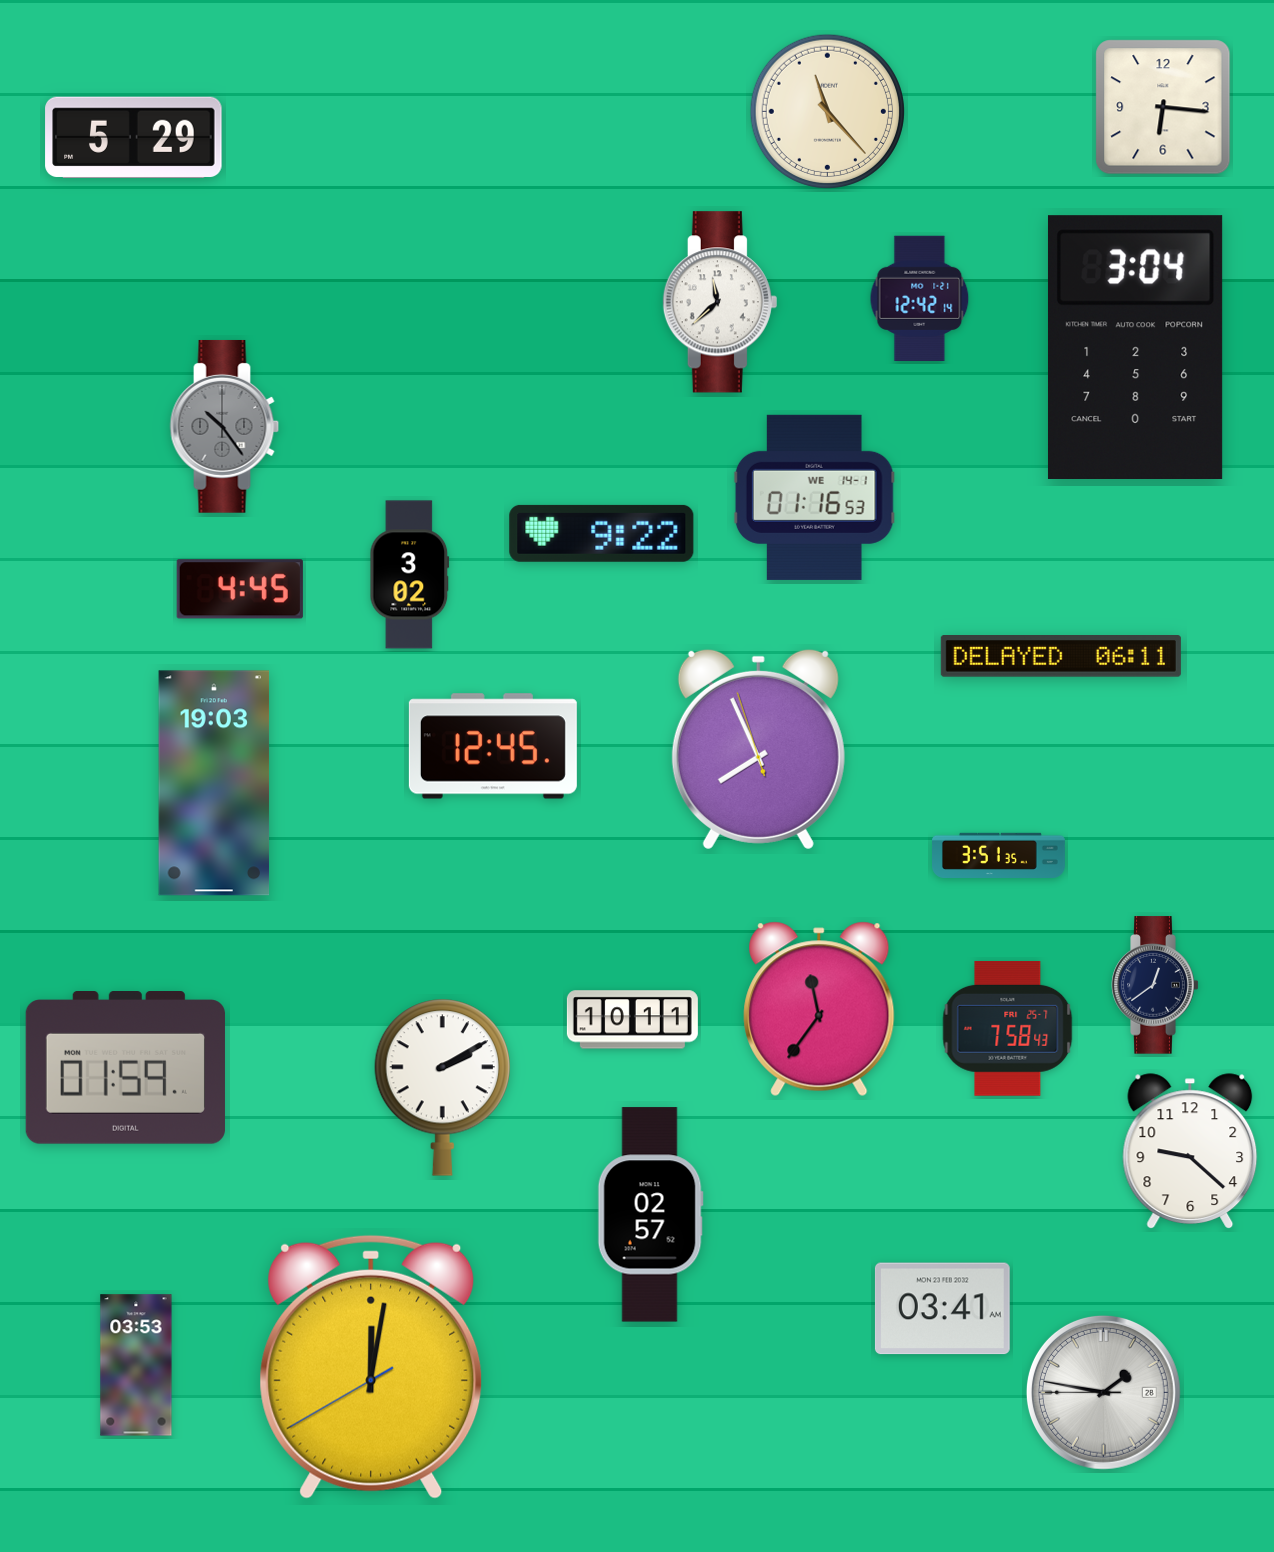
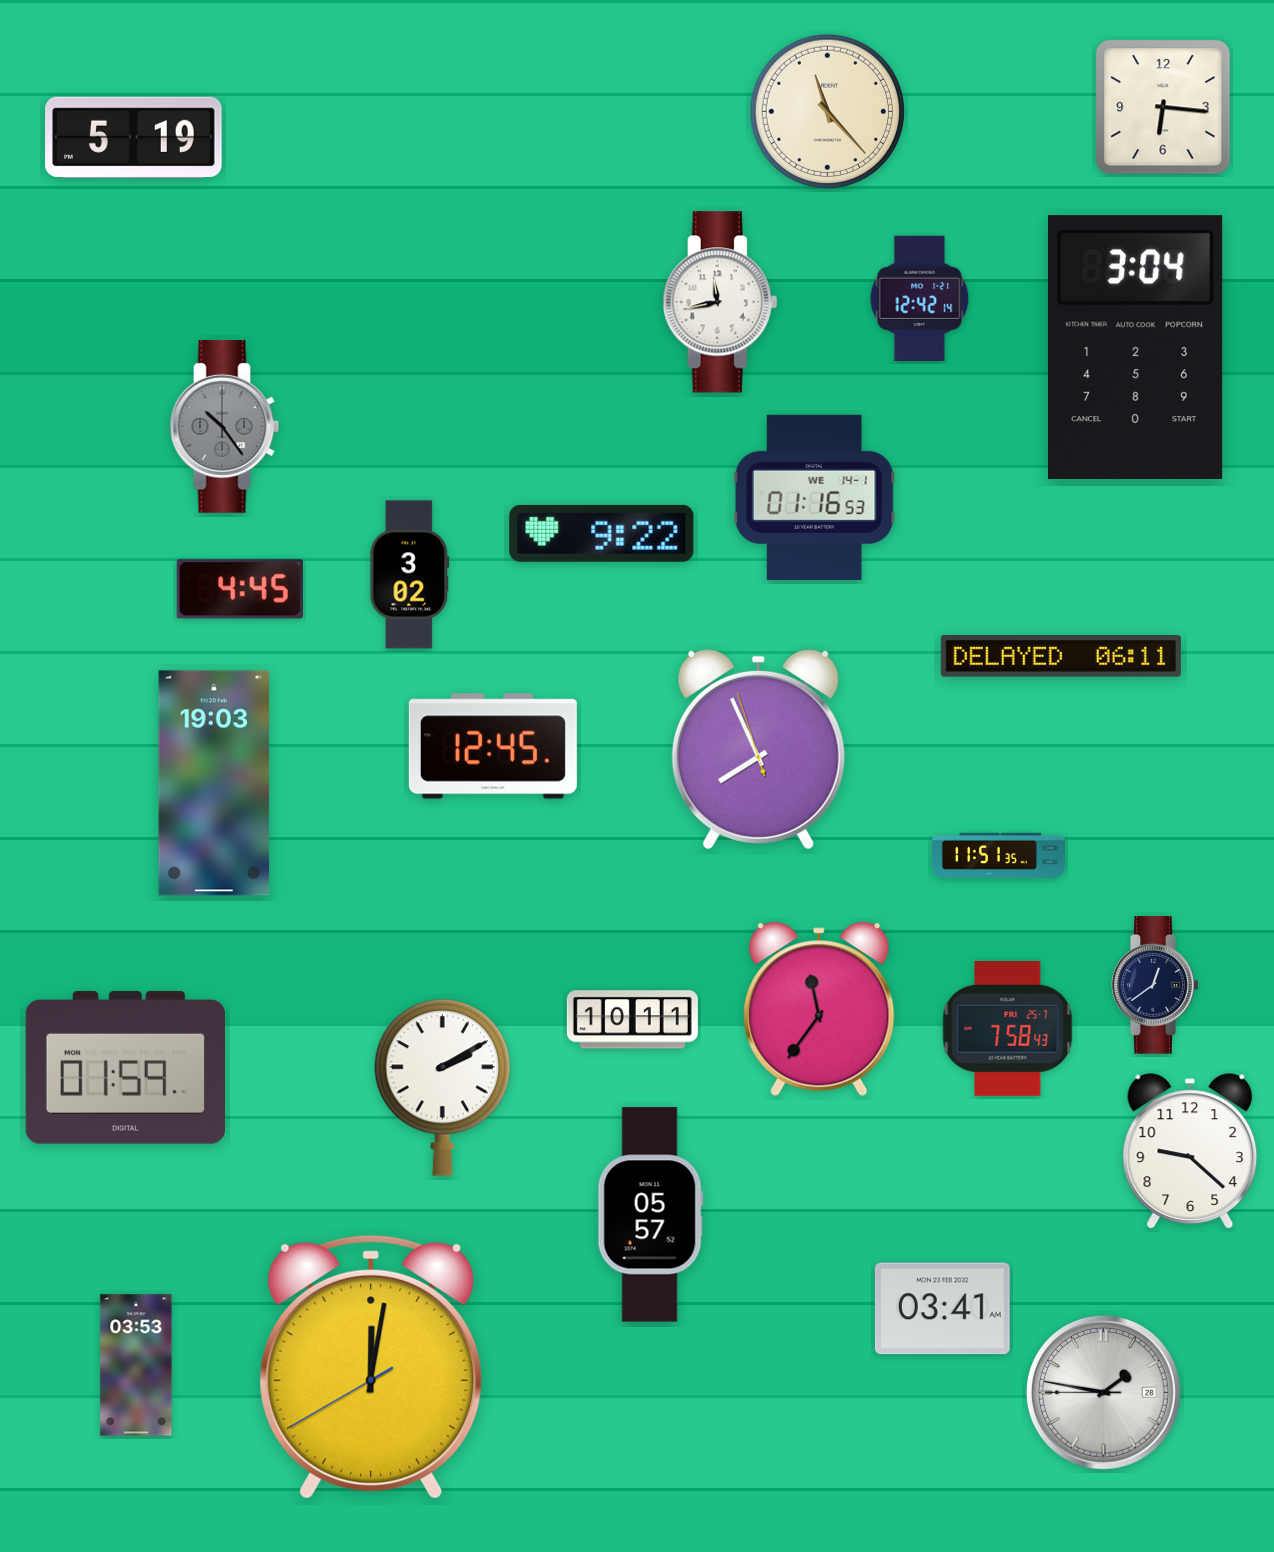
clock at (134, 137): 5:29 -> 5:19
clock at (720, 302): 11:38 -> 11:43
clock at (999, 856): 3:51 -> 11:51
clock at (650, 1215): 02:57 -> 05:57
